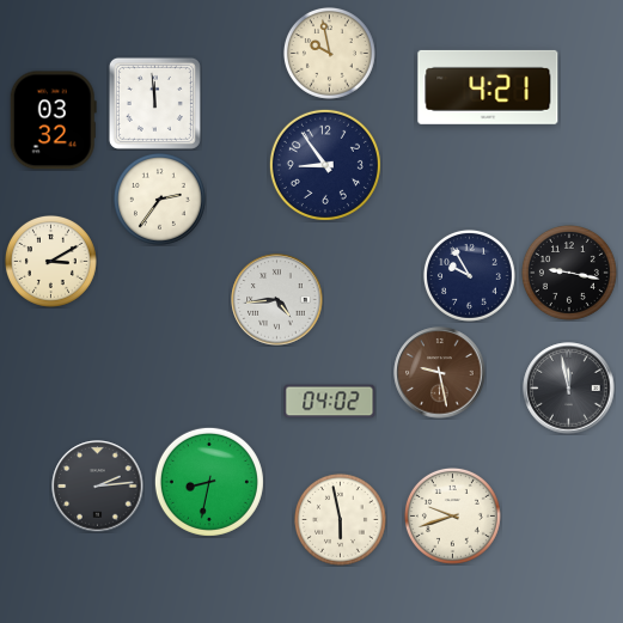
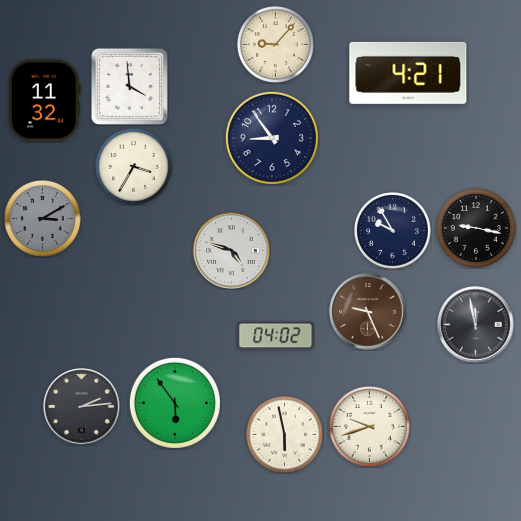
clock at (329, 53): 9:58 -> 9:07
clock at (154, 103): 11:59 -> 3:59
clock at (53, 121): 03:32 -> 11:32
clock at (159, 198): 2:36 -> 3:35
clock at (50, 261) dial: cream -> grey
clock at (277, 300): 4:44 -> 4:48
clock at (440, 373): 9:28 -> 9:26
clock at (209, 482): 8:32 -> 5:54
clock at (452, 515) position: (452, 515) -> (369, 426)
